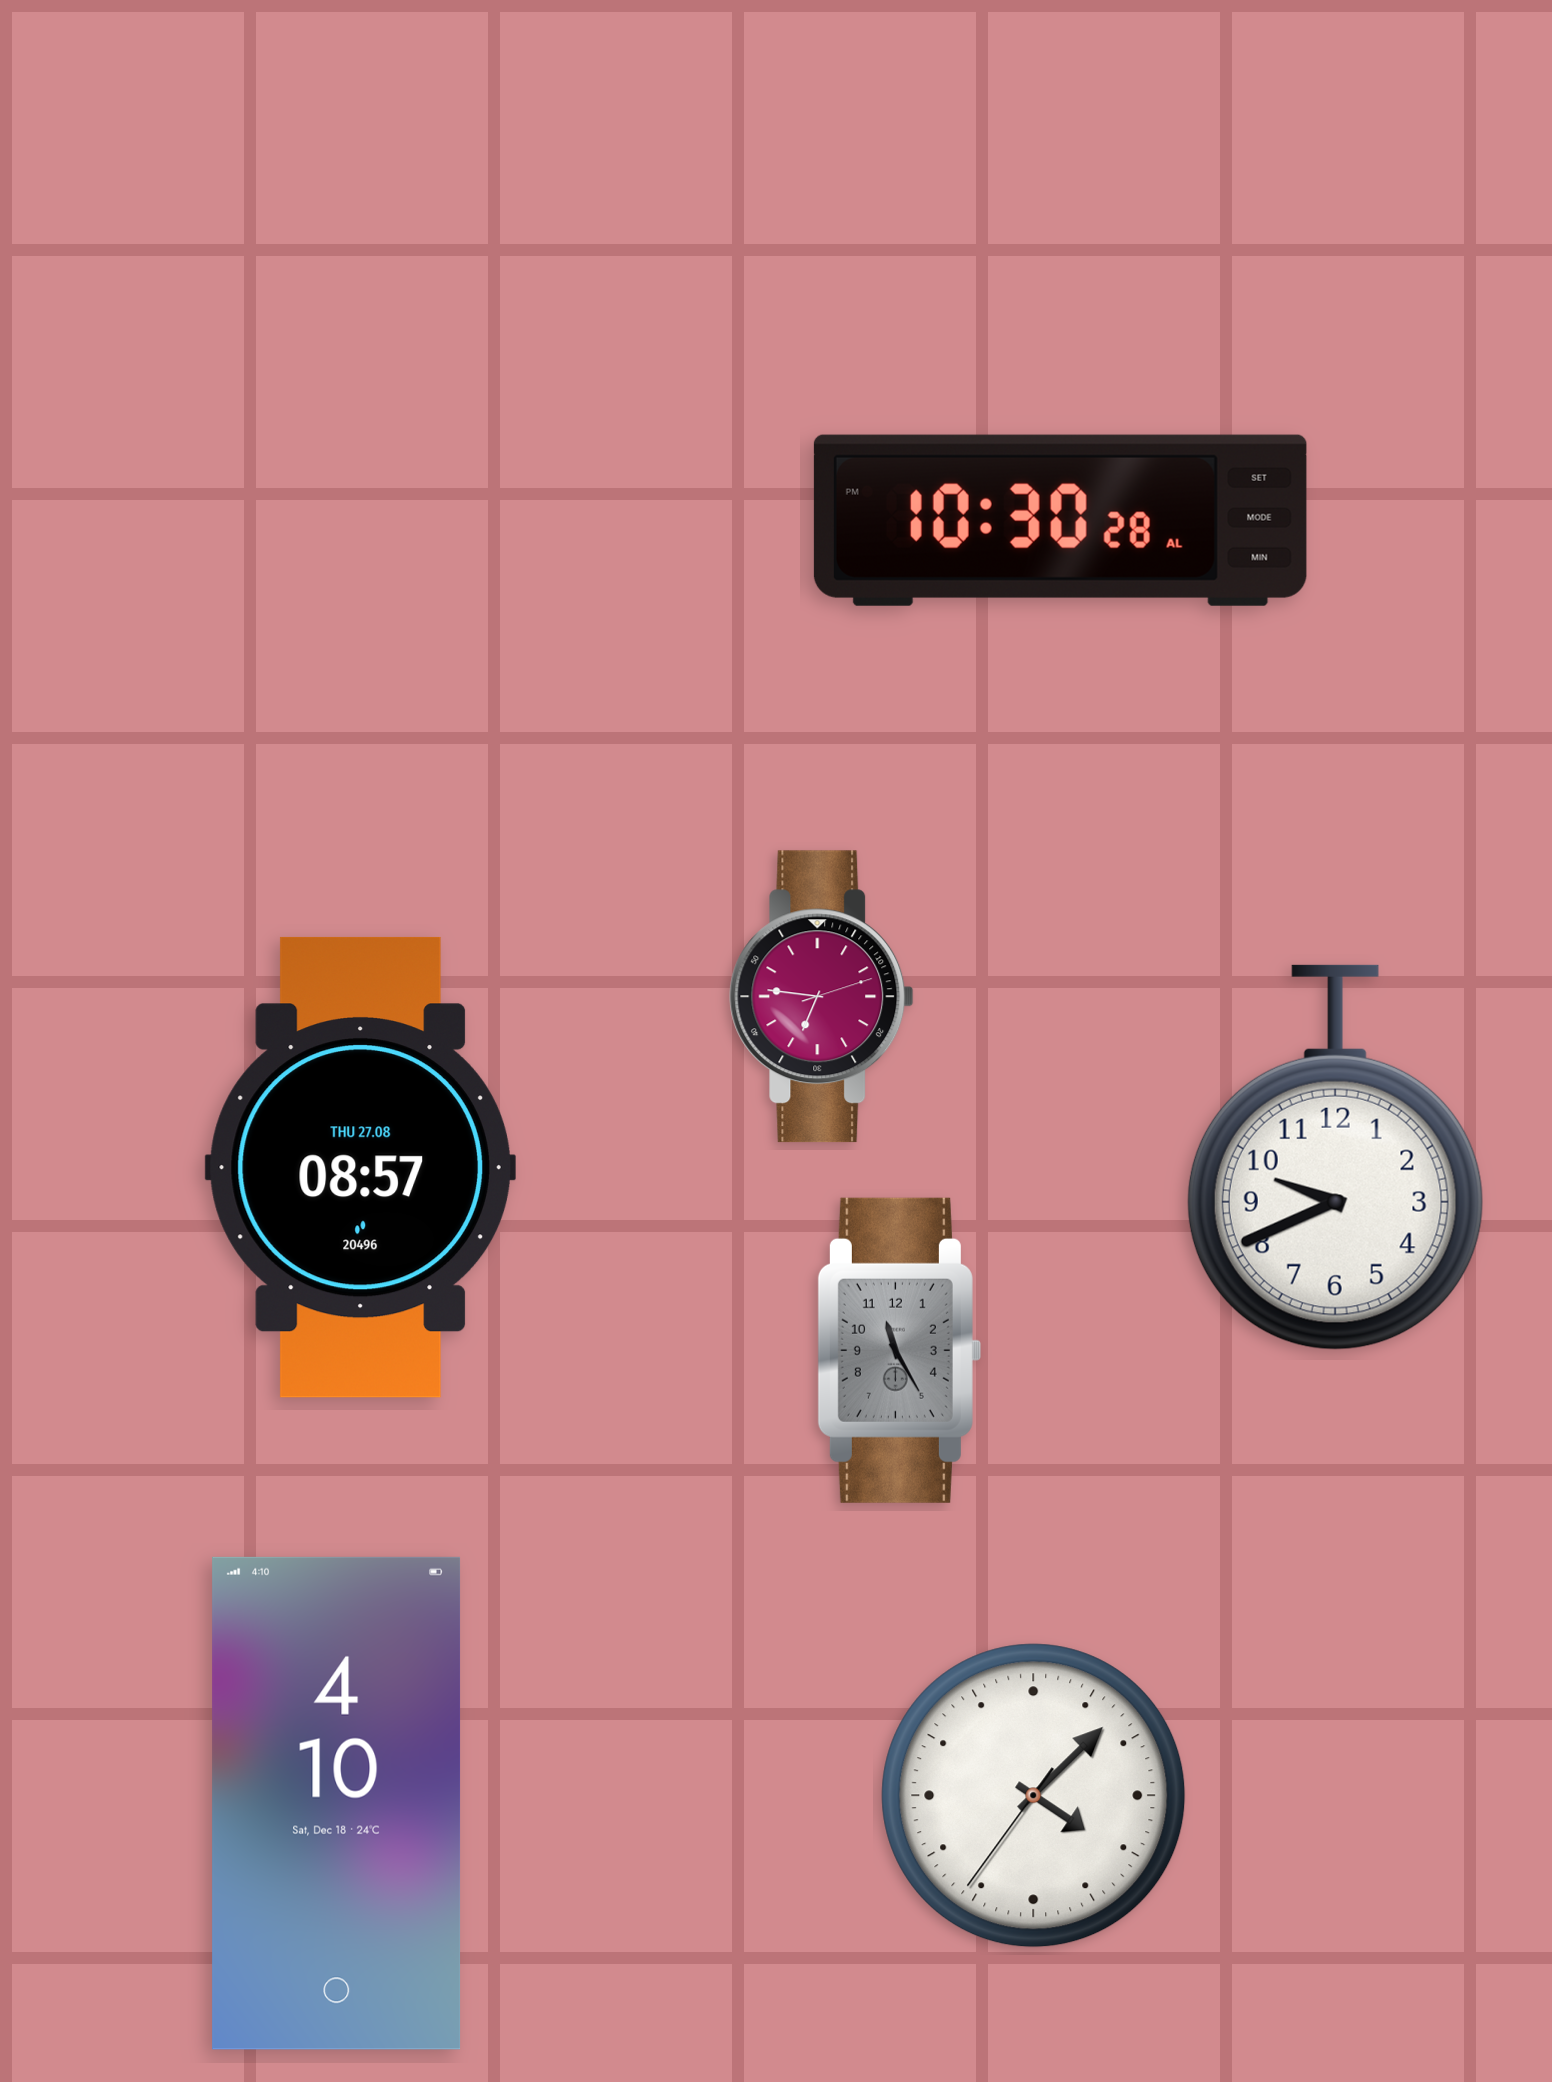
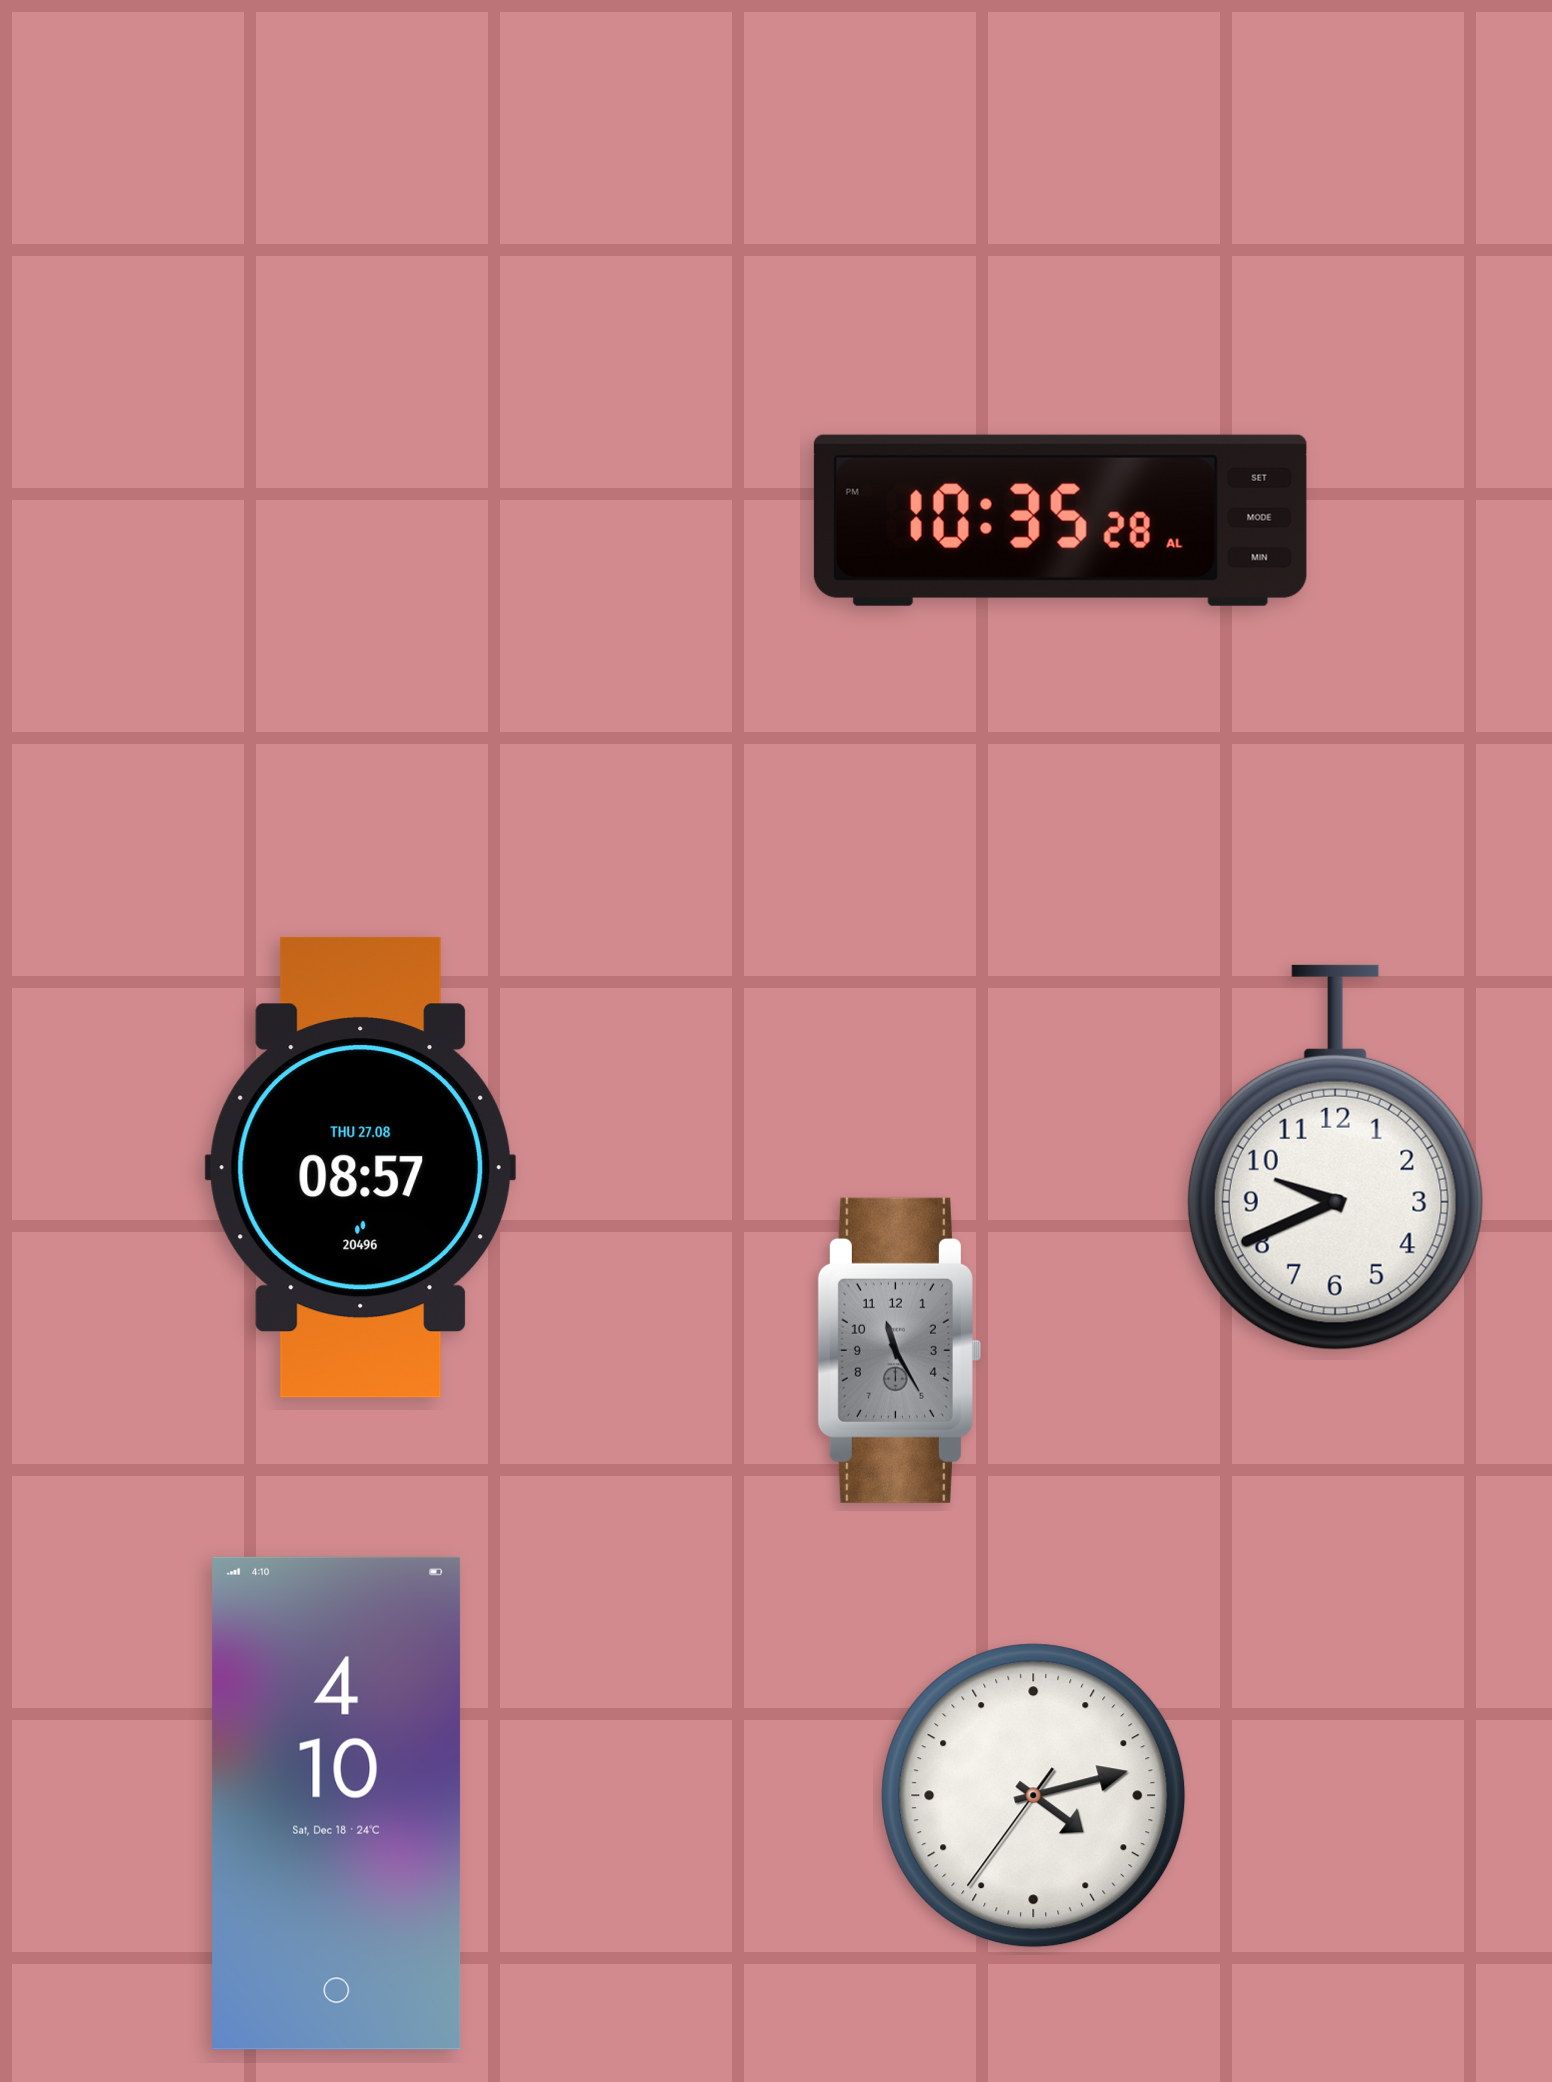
clock at (1060, 520): 10:30 -> 10:35
clock at (822, 997): 6:46 -> none
clock at (1034, 1796): 4:07 -> 4:12
